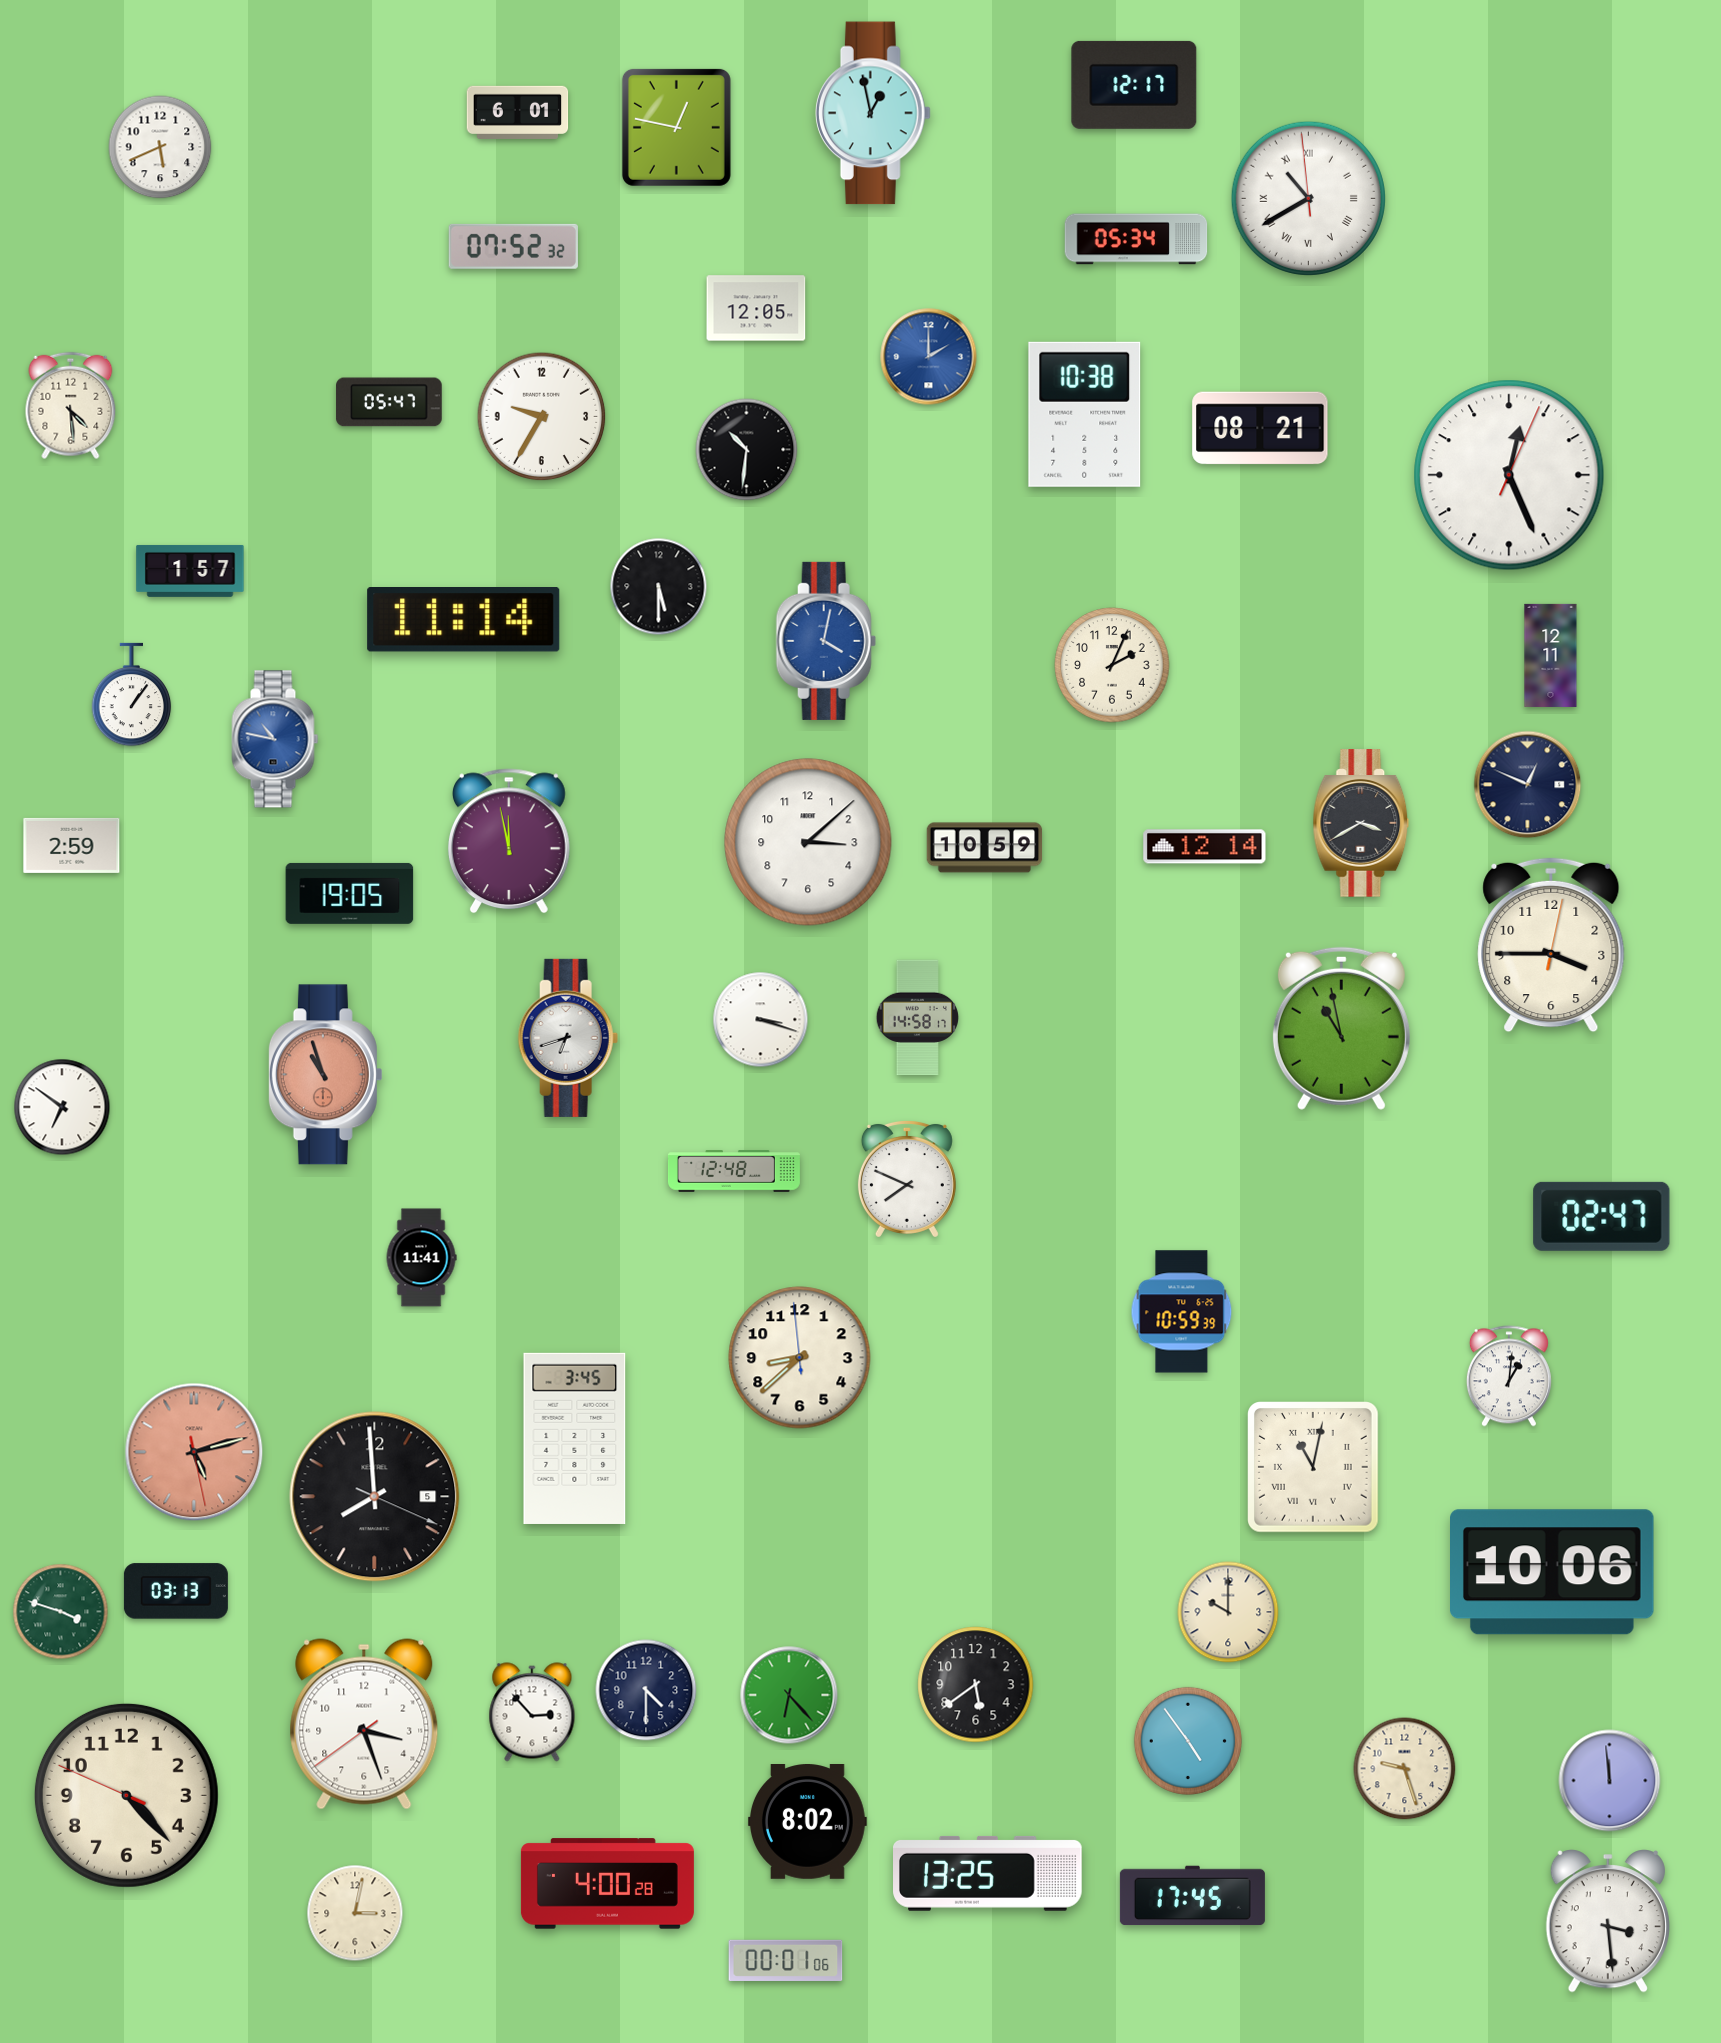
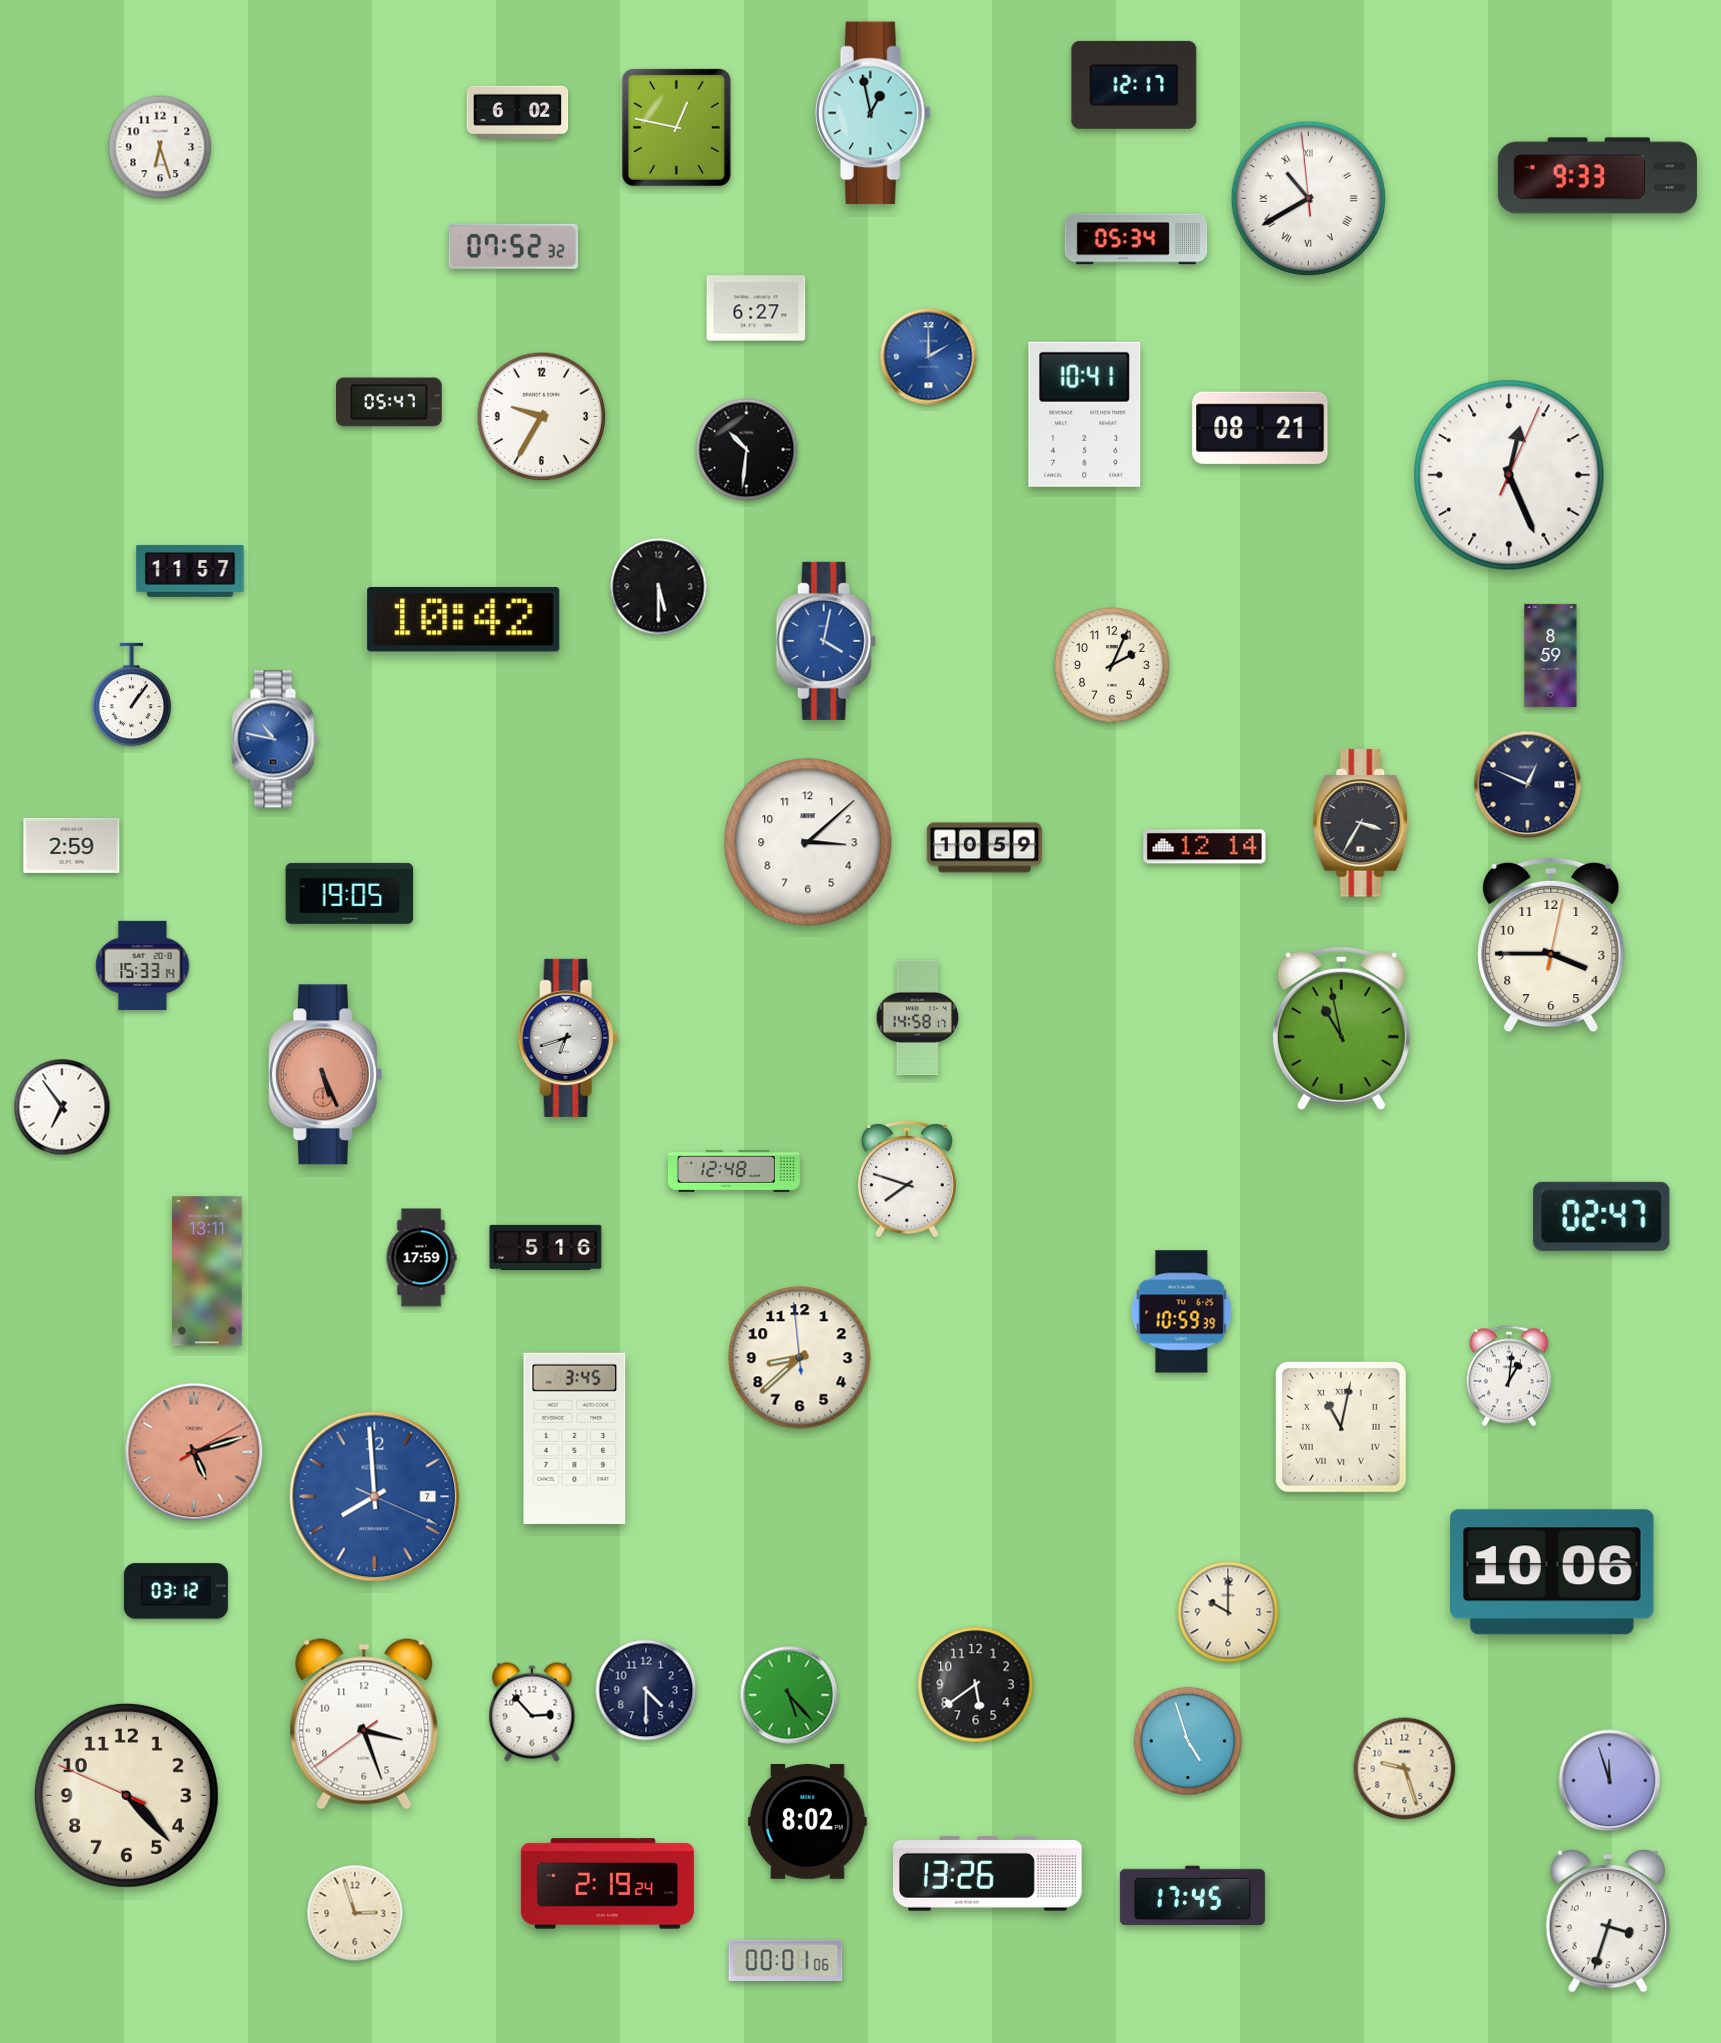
clock at (518, 112): 6:01 -> 6:02
clock at (160, 147): 5:41 -> 6:27
clock at (1597, 176): none -> 9:33
clock at (756, 308): 12:05 -> 6:27
clock at (71, 406): 4:29 -> none
clock at (1085, 414): 10:38 -> 10:41
clock at (190, 571): 1:57 -> 11:57
clock at (464, 620): 11:14 -> 10:42
clock at (1551, 655): 12:11 -> 8:59
clock at (1361, 823): 3:40 -> 3:35
clock at (509, 841): 11:58 -> none
clock at (143, 965): none -> 15:33
clock at (761, 1020): 3:18 -> none
clock at (325, 1075): 10:57 -> 5:26
clock at (62, 1107): 6:51 -> 6:54
clock at (907, 1179): 7:49 -> 7:48
clock at (546, 1247): none -> 5:16
clock at (421, 1258): 11:41 -> 17:59
clock at (207, 1271): none -> 13:11
clock at (194, 1452): 5:12:28 -> 5:12:10
clock at (1314, 1468) position: (1314, 1468) -> (1342, 1428)
clock at (375, 1497) date: 5 -> 7
clock at (375, 1497) dial: black -> blue
clock at (176, 1591): 03:13 -> 03:12
clock at (61, 1612): 3:48 -> none
clock at (789, 1695): 6:23 -> 5:23
clock at (1188, 1741): 4:54 -> 4:57
clock at (1610, 1781): 11:59 -> 11:57
clock at (988, 1873): 13:25 -> 13:26
clock at (607, 1884): 4:00 -> 2:19
clock at (355, 1913): 3:02 -> 2:57
clock at (1608, 1921): 3:29 -> 3:33
